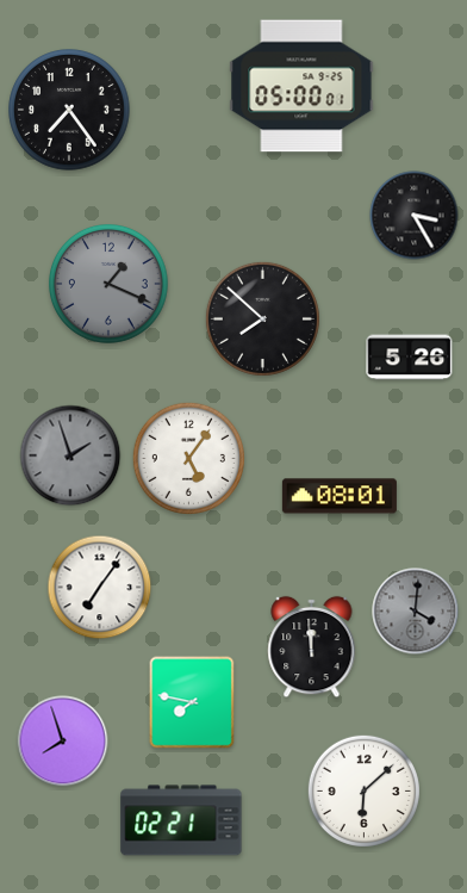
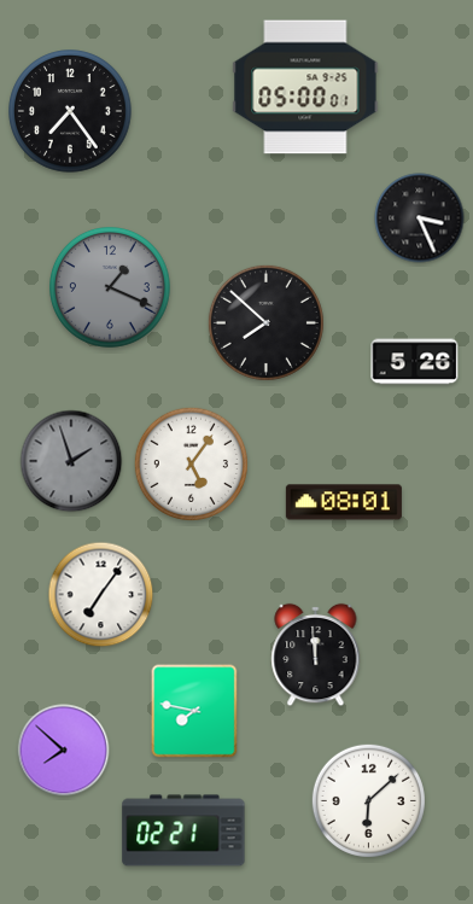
clock at (415, 216): 3:25 -> 3:26
clock at (416, 612): 4:01 -> none
clock at (63, 742): 7:57 -> 7:52
